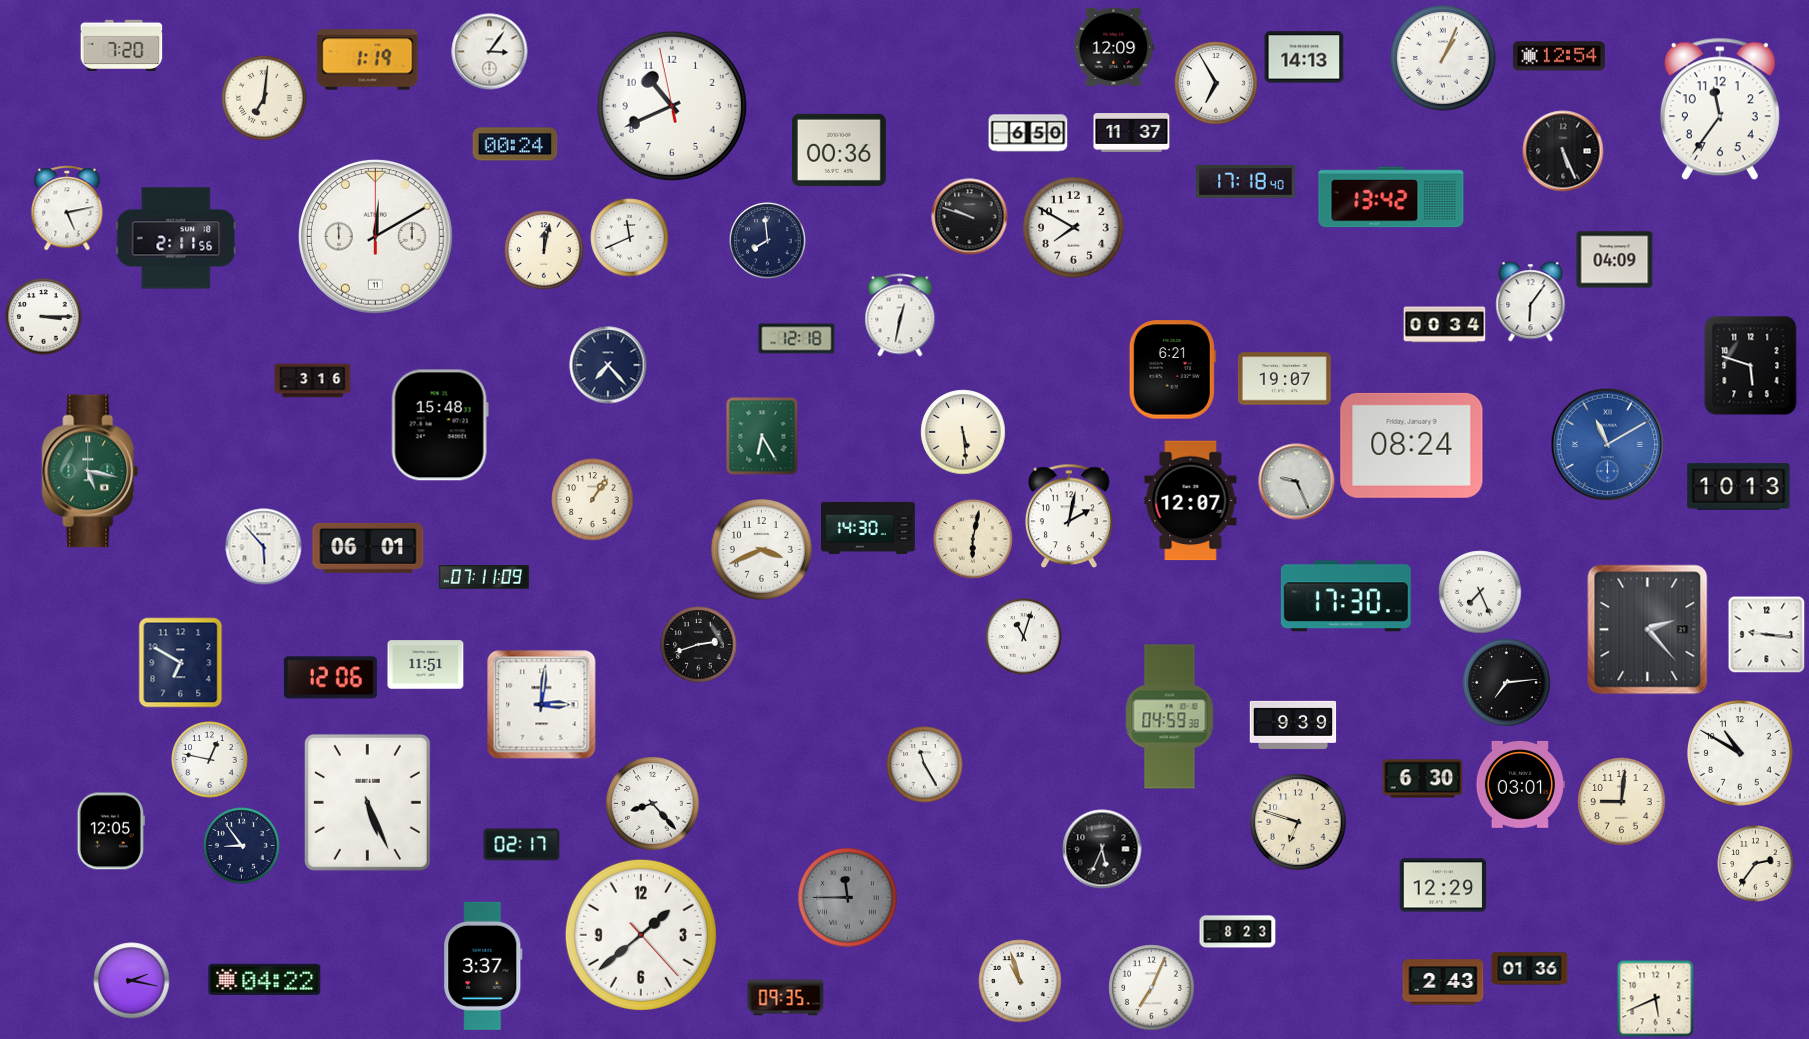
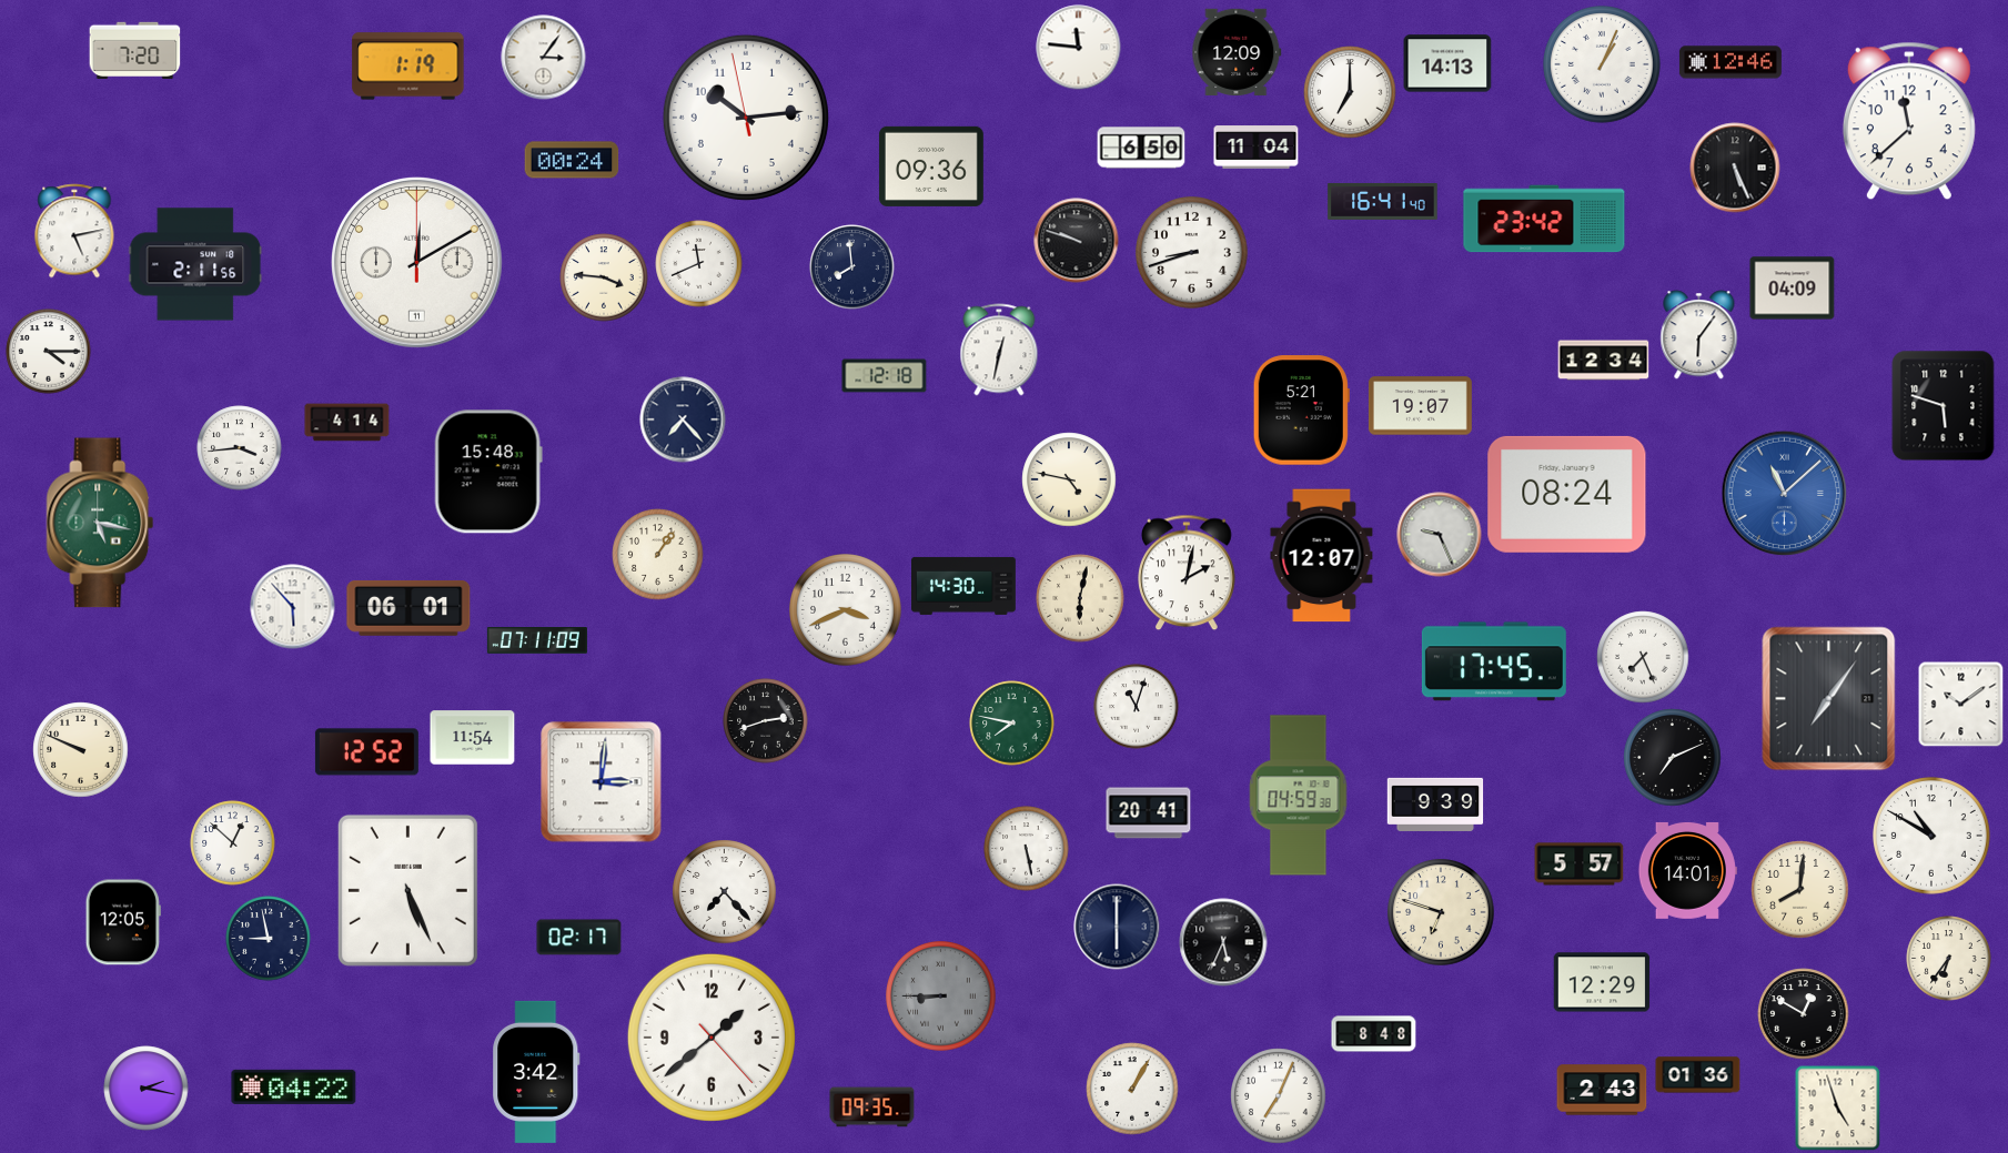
clock at (1079, 48): none -> 11:46
clock at (1559, 56): 12:54 -> 12:46
clock at (1216, 83): 6:55 -> 7:00
clock at (264, 98): 7:01 -> none
clock at (672, 106): 10:40 -> 10:13
clock at (1720, 109): 11:36 -> 11:38
clock at (1132, 133): 11:37 -> 11:04
clock at (839, 150): 00:36 -> 09:36
clock at (1246, 181): 17:18 -> 16:41
clock at (1391, 197): 13:42 -> 23:42
clock at (1074, 228): 7:50 -> 8:42
clock at (544, 250): 12:02 -> 3:46
clock at (44, 317): 3:15 -> 4:15
clock at (1445, 325): 00:34 -> 12:34
clock at (608, 365) position: (608, 365) -> (683, 419)
clock at (1172, 370): 6:21 -> 5:21
clock at (1284, 379) position: (1284, 379) -> (1420, 406)
clock at (313, 381): 3:16 -> 4:14
clock at (240, 448): none -> 3:44
clock at (963, 432): 5:29 -> 4:47
clock at (762, 436): 6:25 -> none
clock at (1608, 445): 11:10 -> 11:08
clock at (1739, 487): 10:13 -> none
clock at (1346, 596): 17:30 -> 17:45
clock at (1648, 630): 2:23 -> 7:06
clock at (1766, 634): 9:16 -> 10:09
clock at (699, 645) position: (699, 645) -> (766, 721)
clock at (1012, 724): none -> 7:47
clock at (181, 663): 6:50 -> none
clock at (426, 665): 11:51 -> 11:54
clock at (81, 750): none -> 9:49
clock at (330, 678): 12:06 -> 12:52
clock at (1507, 683): 7:14 -> 7:11
clock at (1149, 813): none -> 20:41
clock at (210, 760): 12:47 -> 12:52
clock at (925, 765): 11:25 -> 5:28
clock at (1423, 779): 6:30 -> 5:57
clock at (1520, 784): 03:01 -> 14:01
clock at (1622, 802): 9:01 -> 8:01
clock at (653, 804): 8:23 -> 7:23
clock at (1117, 927): none -> 6:00
clock at (242, 846): 8:54 -> 8:58
clock at (1756, 864): 2:36 -> 6:36
clock at (848, 898): 11:45 -> 8:45
clock at (1804, 1014): none -> 12:50
clock at (1238, 932): 8:23 -> 8:48
clock at (483, 966): 3:37 -> 3:42
clock at (1020, 981): 10:57 -> 1:05
clock at (1655, 998): 5:41 -> 4:57
